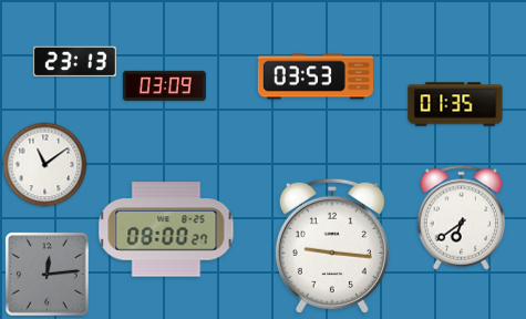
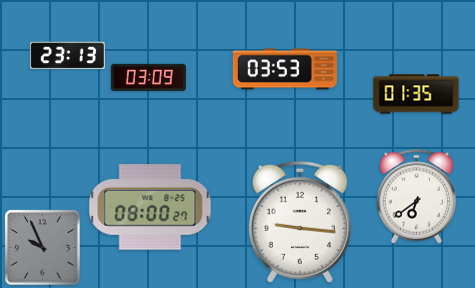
clock at (455, 104) position: (455, 104) -> (416, 94)
clock at (45, 165): 11:09 -> none
clock at (48, 275): 12:14 -> 9:56
